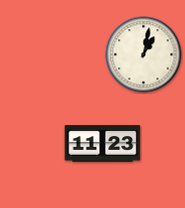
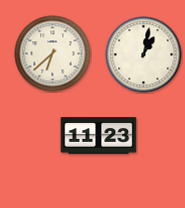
clock at (53, 54): none -> 6:38
clock at (103, 144) position: (103, 144) -> (99, 136)
